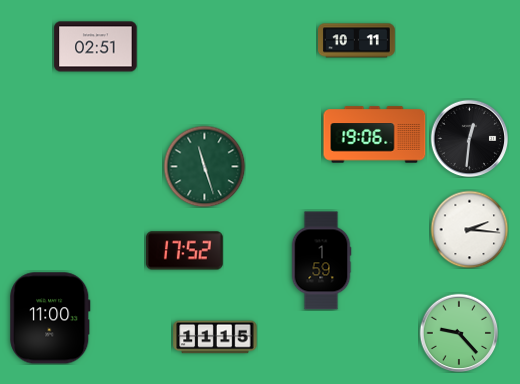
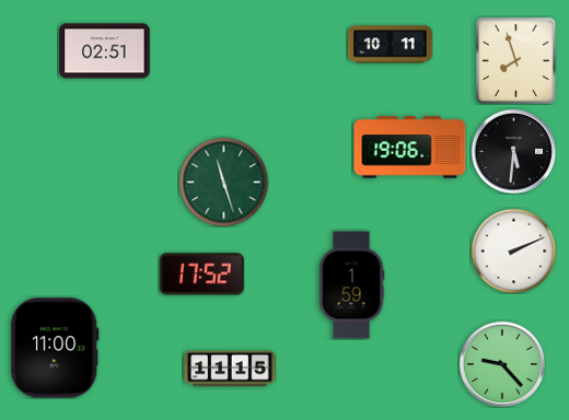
clock at (516, 60): none -> 7:57
clock at (469, 138): 12:31 -> 5:31
clock at (469, 229): 2:16 -> 2:11
clock at (215, 337) position: (215, 337) -> (230, 369)
